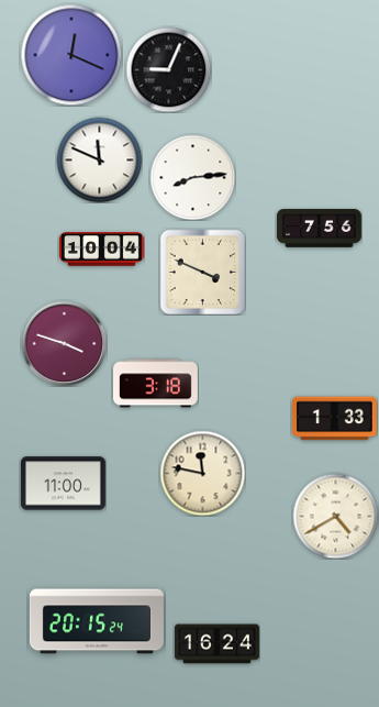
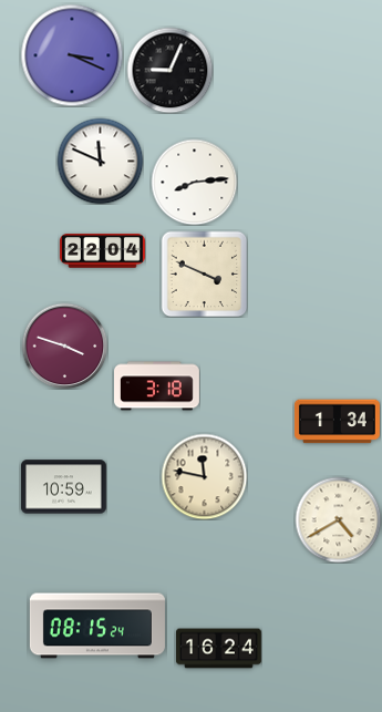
clock at (71, 55): 12:19 -> 3:19
clock at (192, 177) position: (192, 177) -> (194, 182)
clock at (320, 229): 7:56 -> none
clock at (102, 250): 10:04 -> 22:04
clock at (334, 419): 1:33 -> 1:34
clock at (63, 484): 11:00 -> 10:59
clock at (97, 621): 20:15 -> 08:15
